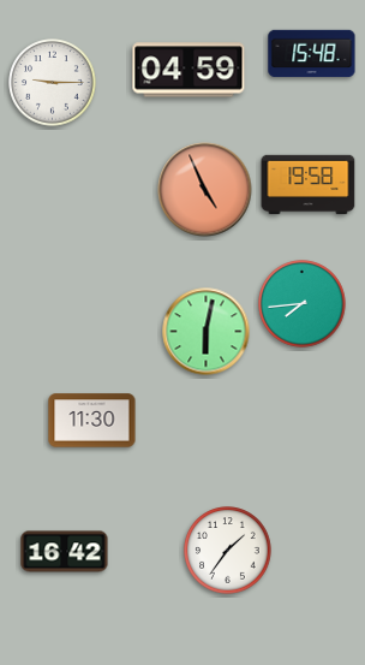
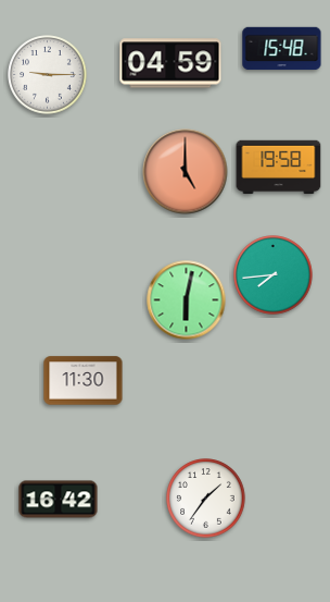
clock at (205, 190): 4:56 -> 5:00
